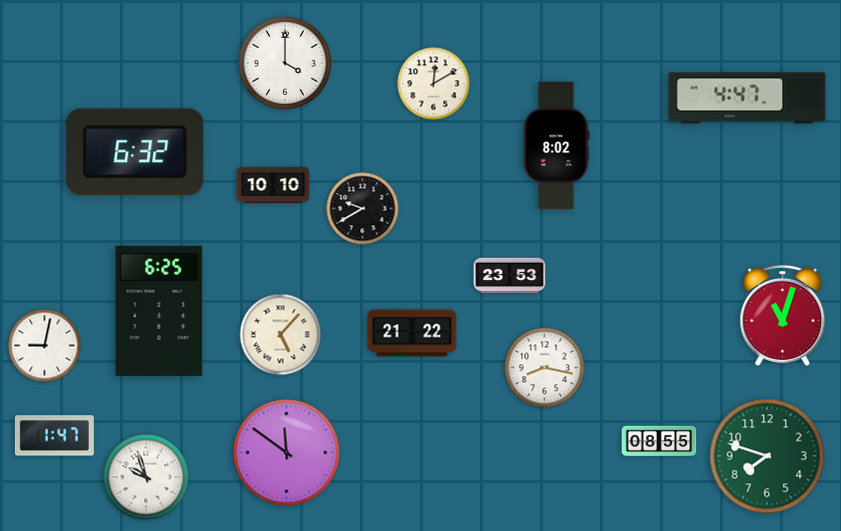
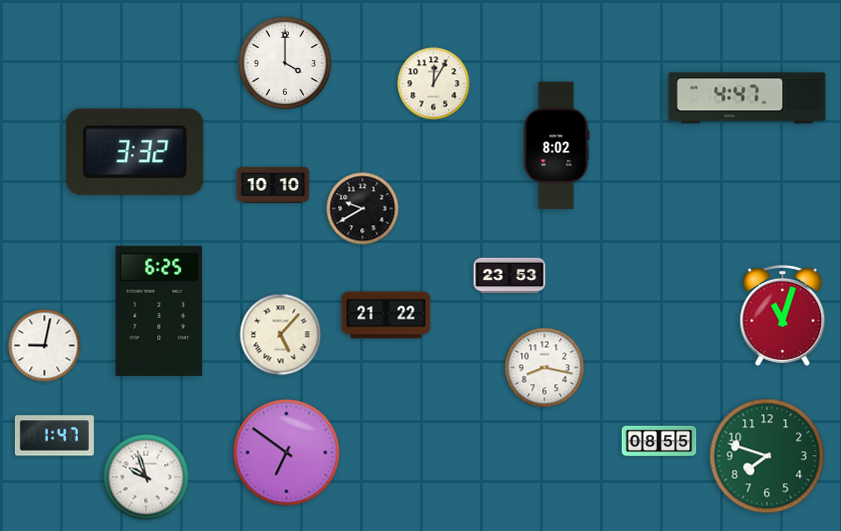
clock at (434, 84): 12:10 -> 12:05
clock at (135, 151): 6:32 -> 3:32
clock at (412, 333) position: (412, 333) -> (386, 315)
clock at (287, 453): 11:51 -> 6:51
